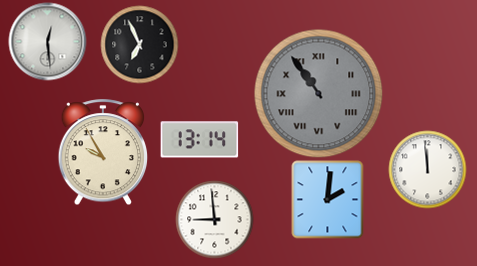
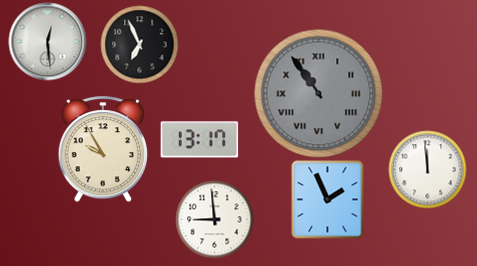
clock at (199, 140): 13:14 -> 13:17
clock at (103, 152) position: (103, 152) -> (103, 149)
clock at (328, 199): 2:01 -> 1:56
